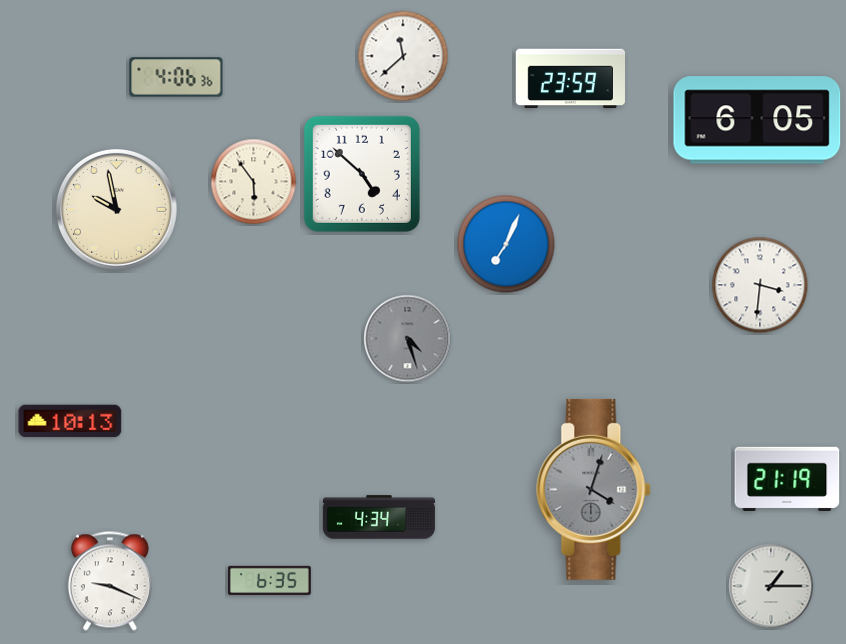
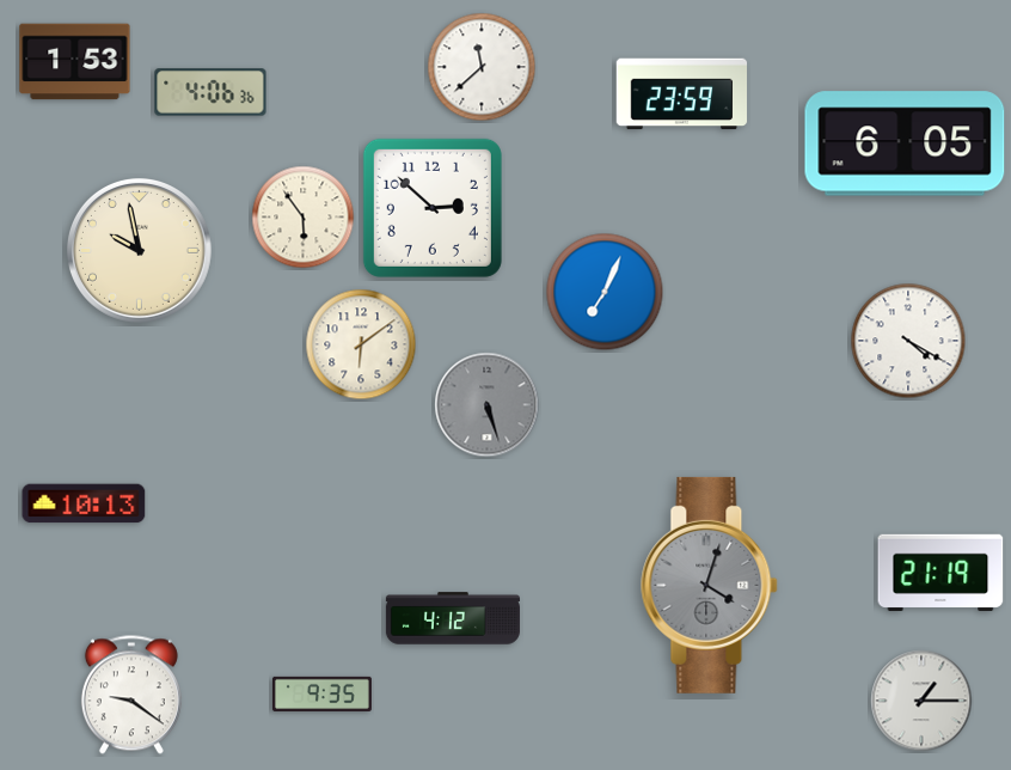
clock at (75, 62): none -> 1:53
clock at (362, 174): 4:52 -> 2:52
clock at (760, 285): 3:31 -> 4:20
clock at (361, 344): none -> 6:09
clock at (408, 339): 4:27 -> 5:27
clock at (379, 517): 4:34 -> 4:12
clock at (269, 580): 6:35 -> 9:35
clock at (110, 581): 9:19 -> 9:21
